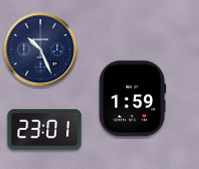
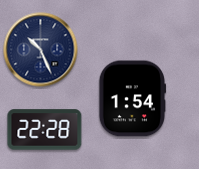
clock at (132, 99): 1:59 -> 1:54
clock at (45, 130): 23:01 -> 22:28
